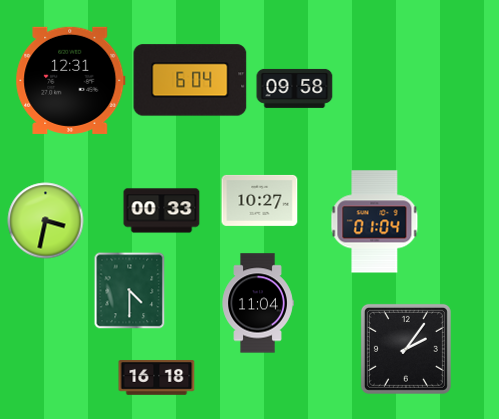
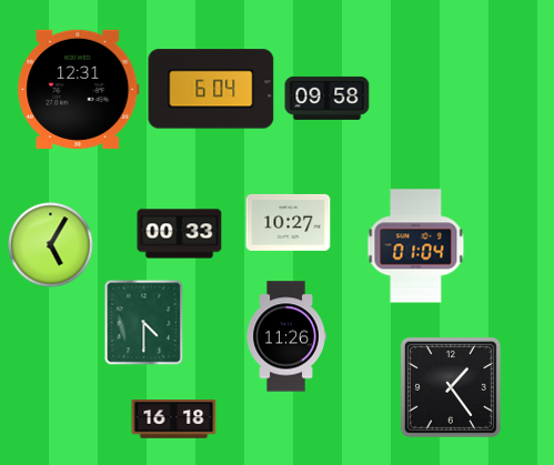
clock at (46, 221): 3:32 -> 5:05
clock at (258, 303): 11:04 -> 11:26
clock at (406, 349): 2:06 -> 1:24
